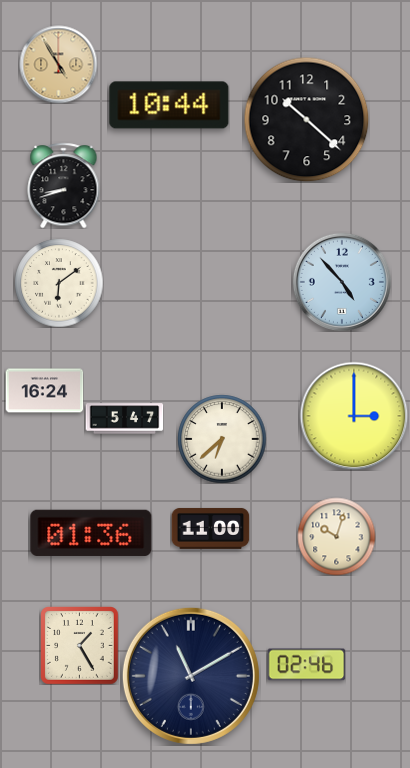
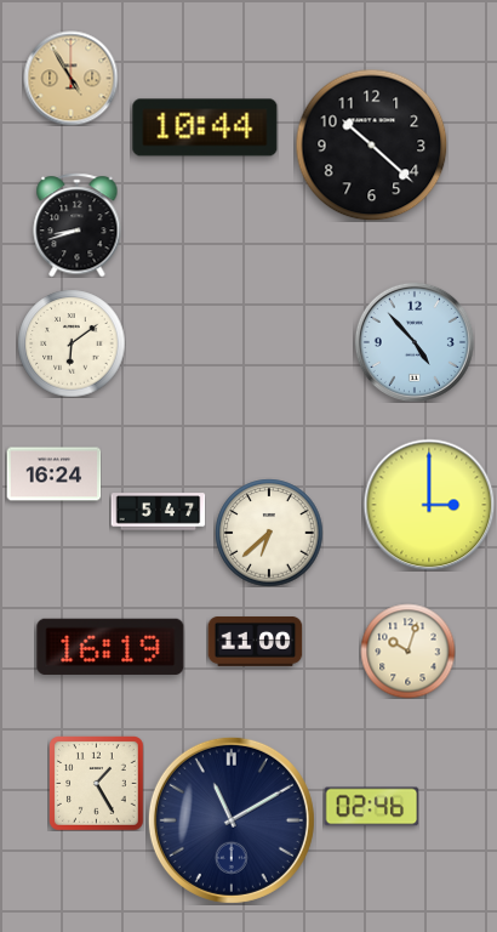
clock at (124, 419) position: (124, 419) -> (158, 512)
clock at (91, 533): 01:36 -> 16:19
